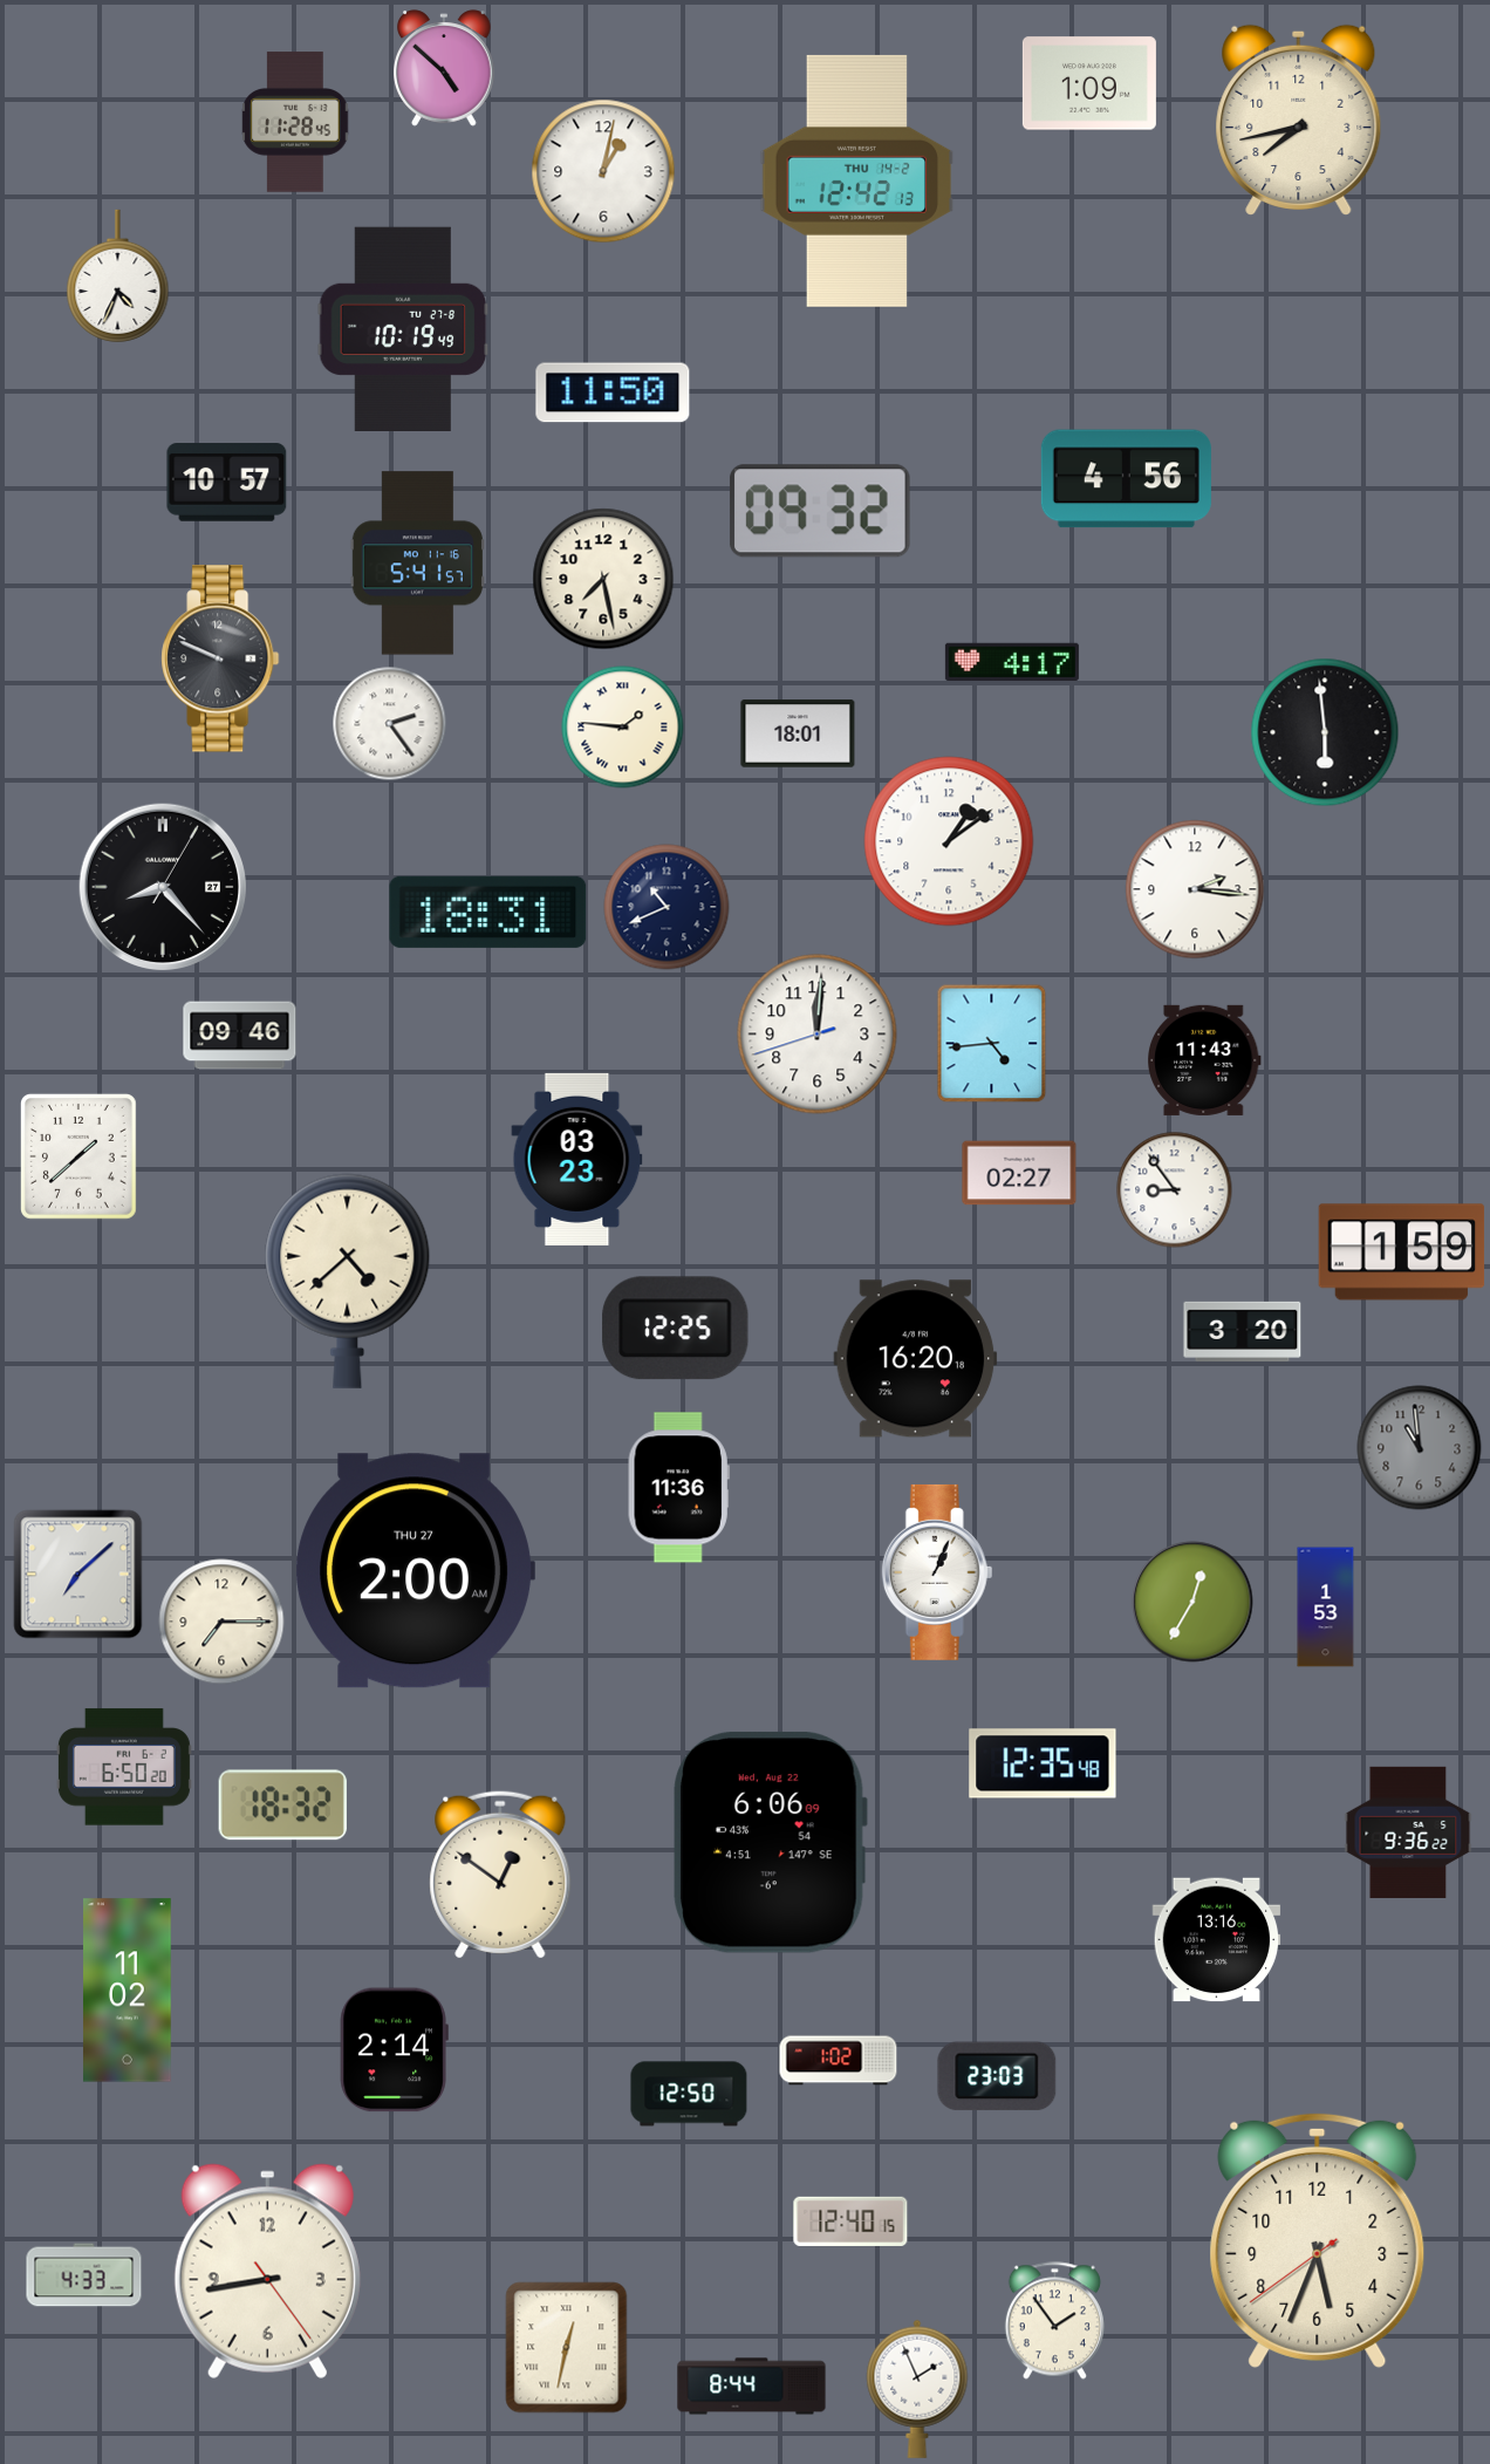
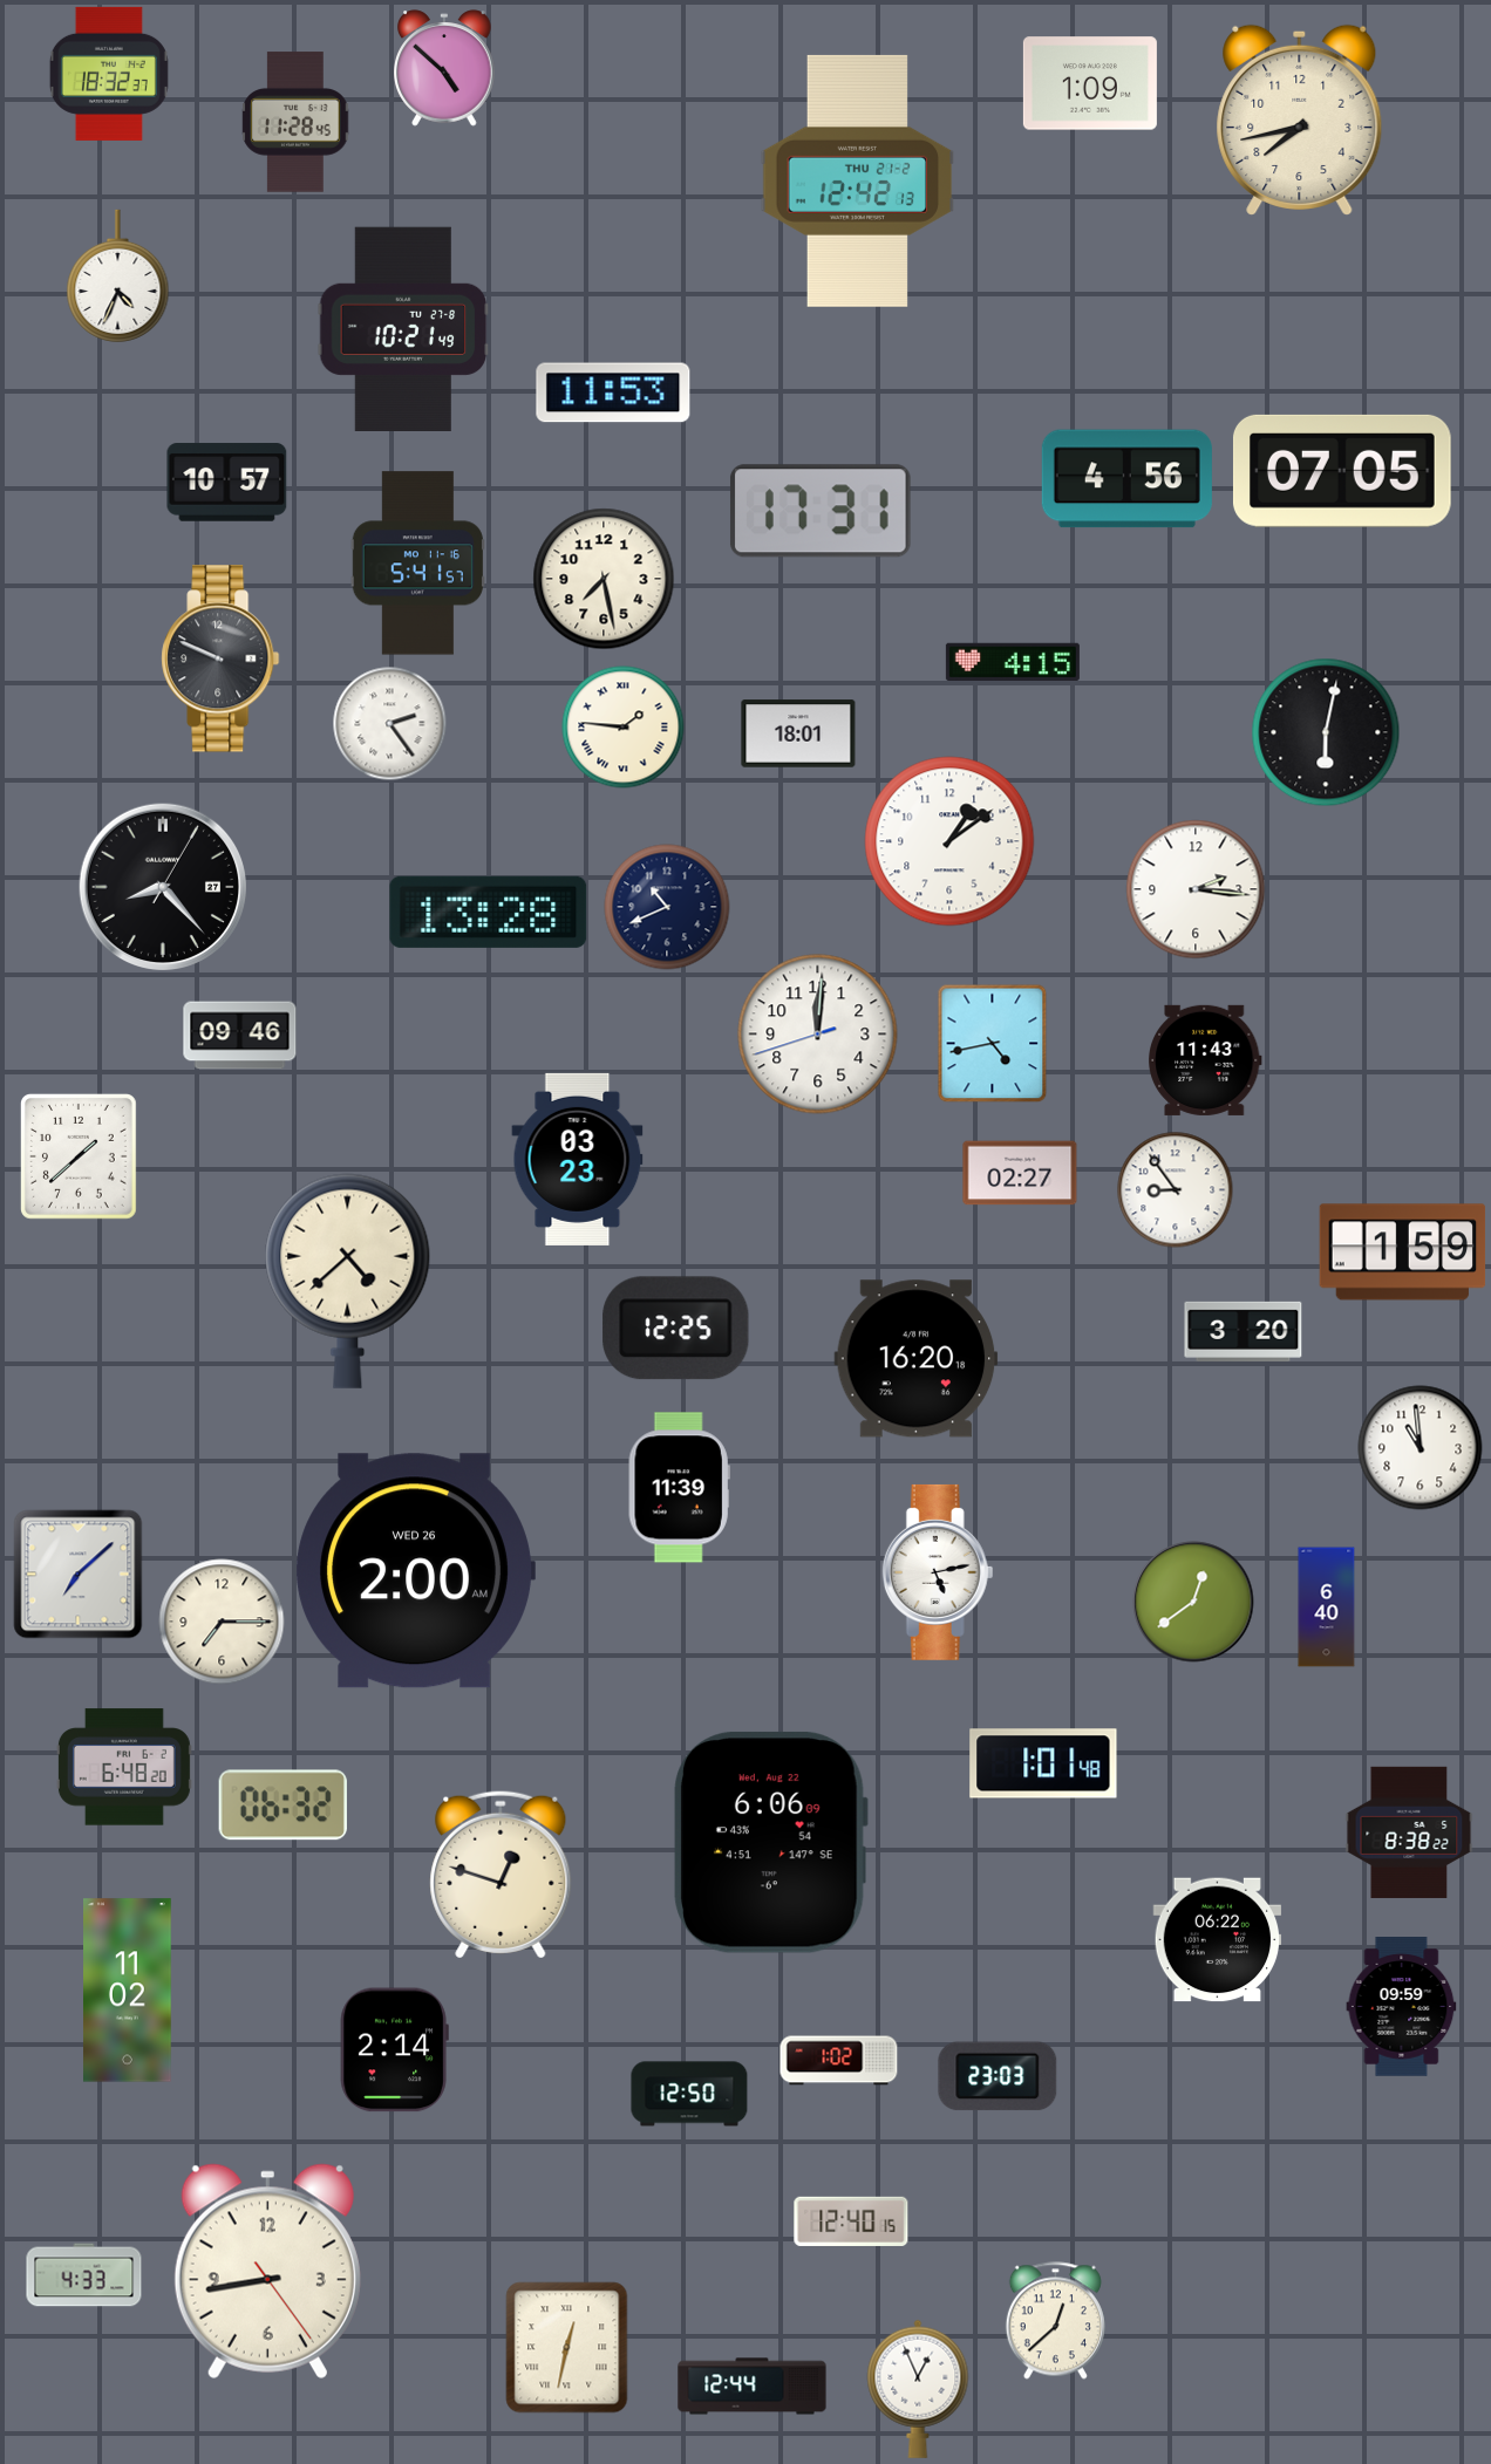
clock at (109, 74): none -> 18:32
clock at (603, 171): 1:02 -> none
clock at (857, 180) date: THU 14-2 -> THU 21-2
clock at (403, 328): 10:19 -> 10:21
clock at (613, 393): 11:50 -> 11:53
clock at (1342, 471): none -> 07:05
clock at (820, 511): 09:32 -> 17:31
clock at (1012, 662): 4:17 -> 4:15
clock at (1325, 732): 5:59 -> 6:02
clock at (488, 912): 18:31 -> 13:28
clock at (992, 1044): 4:44 -> 4:43
clock at (1420, 1448) dial: grey -> white
clock at (678, 1488): 11:36 -> 11:39
clock at (415, 1571) date: THU 27 -> WED 26
clock at (937, 1572): 1:04 -> 5:13
clock at (1192, 1602): 12:35 -> 12:39
clock at (1326, 1608): 1:53 -> 6:40
clock at (1043, 1763): 12:35 -> 1:01
clock at (124, 1767): 6:50 -> 6:48
clock at (282, 1806): 18:32 -> 06:32
clock at (1408, 1832): 9:36 -> 8:38
clock at (500, 1875): 12:51 -> 12:48
clock at (1217, 1940): 13:16 -> 06:22
clock at (1402, 2007): none -> 09:59
clock at (1318, 2240): 5:33 -> none
clock at (1054, 2321): 1:54 -> 12:38
clock at (752, 2387): 8:44 -> 12:44
clock at (917, 2389): 1:56 -> 12:56
